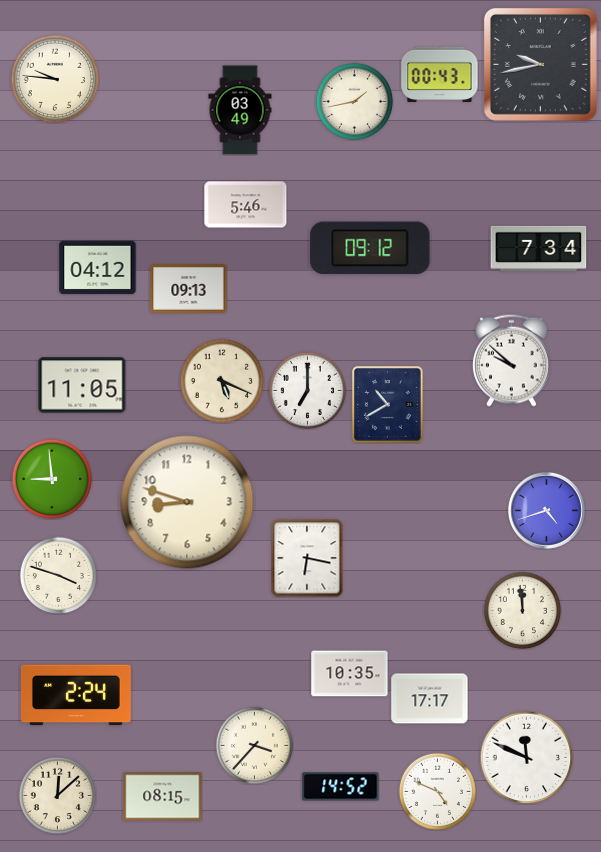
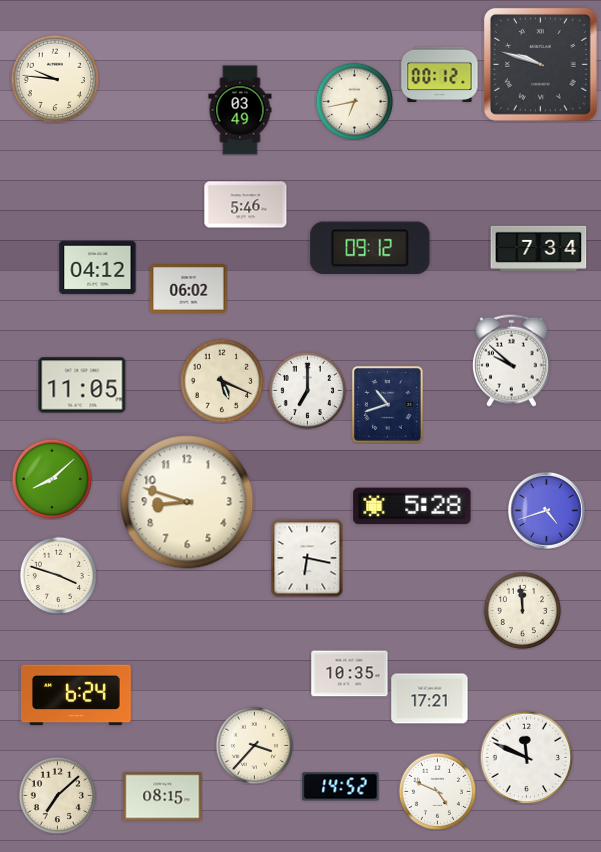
clock at (540, 64): 9:43 -> 9:48
clock at (440, 74): 00:43 -> 00:12
clock at (354, 101): 1:43 -> 6:43
clock at (189, 289): 09:13 -> 06:02
clock at (387, 404): 10:40 -> 10:42
clock at (52, 479): 8:59 -> 8:08
clock at (412, 506): none -> 5:28
clock at (76, 695): 2:24 -> 6:24
clock at (430, 699): 17:17 -> 17:21
clock at (57, 795): 12:08 -> 7:08
